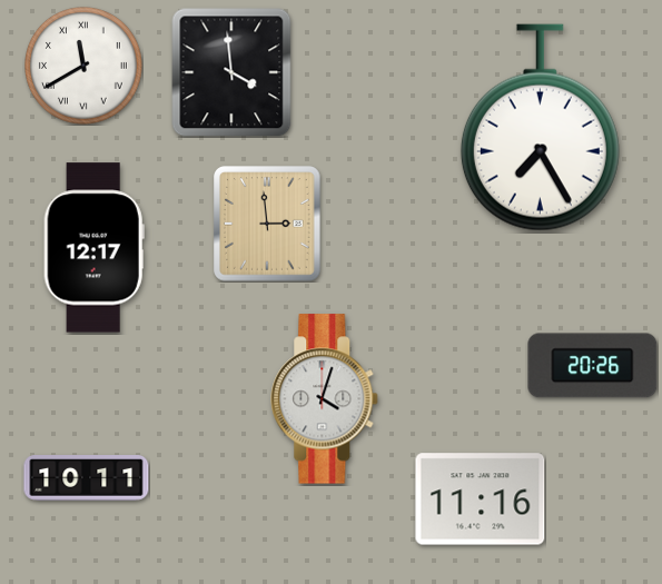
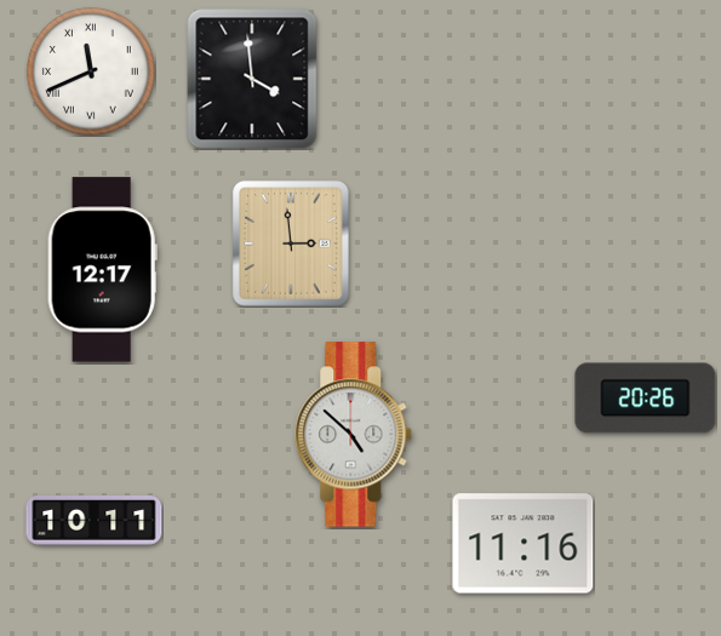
clock at (85, 67): 11:40 -> 11:41
clock at (540, 128): 7:25 -> none
clock at (325, 399): 4:03 -> 4:52
